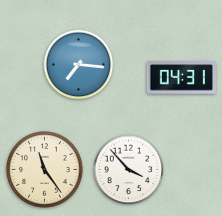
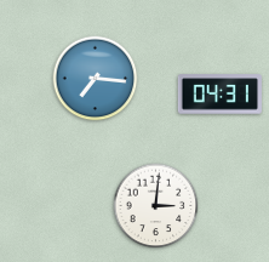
clock at (45, 170): 11:24 -> none
clock at (129, 170): 3:53 -> 3:01
